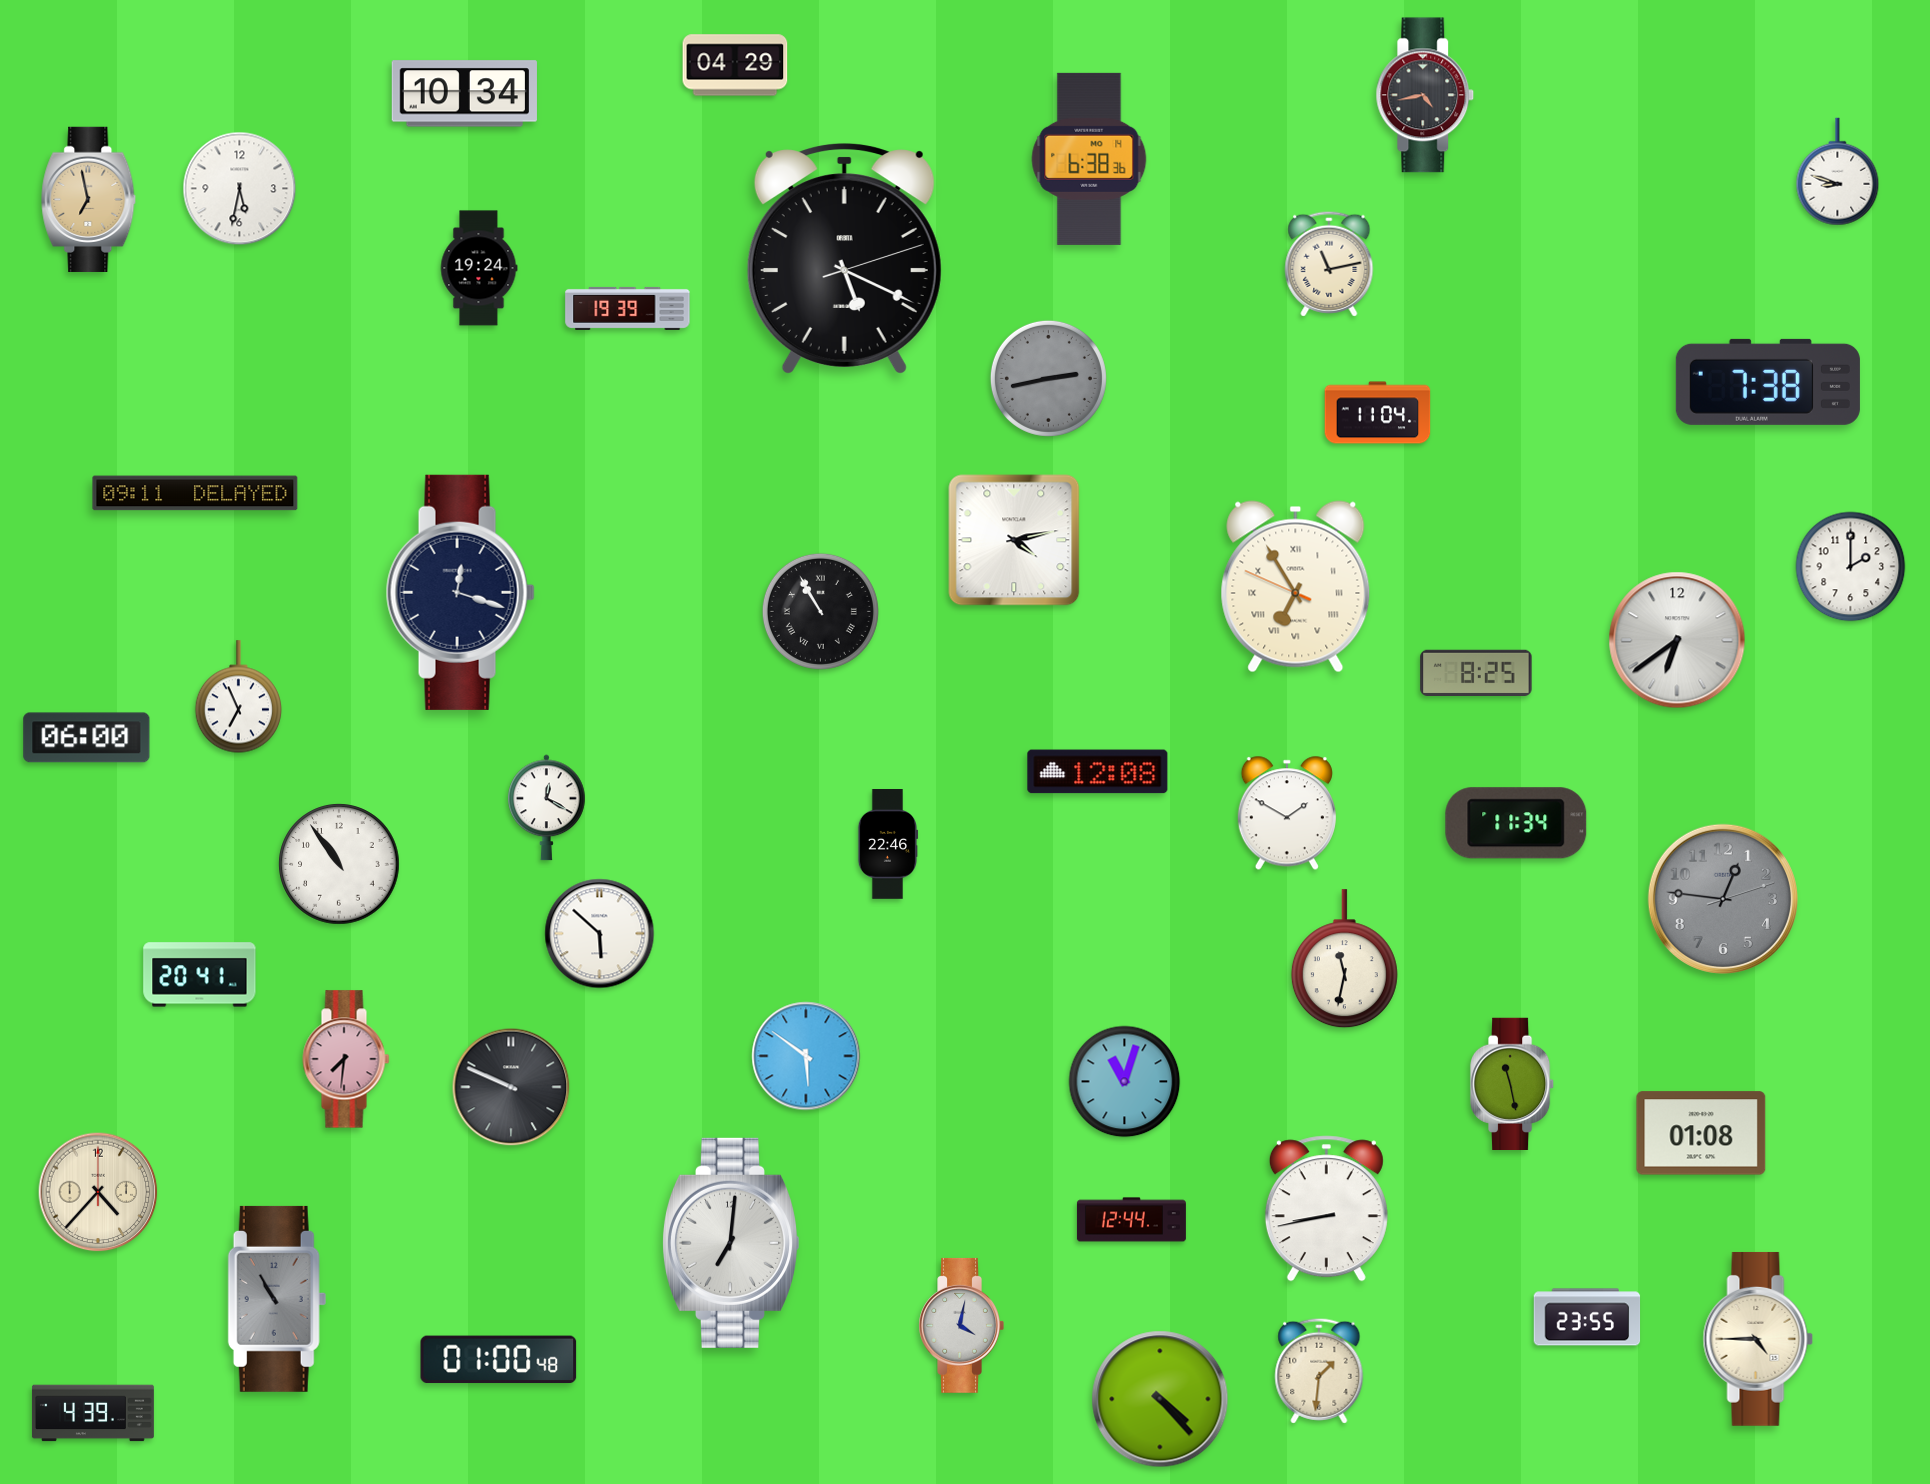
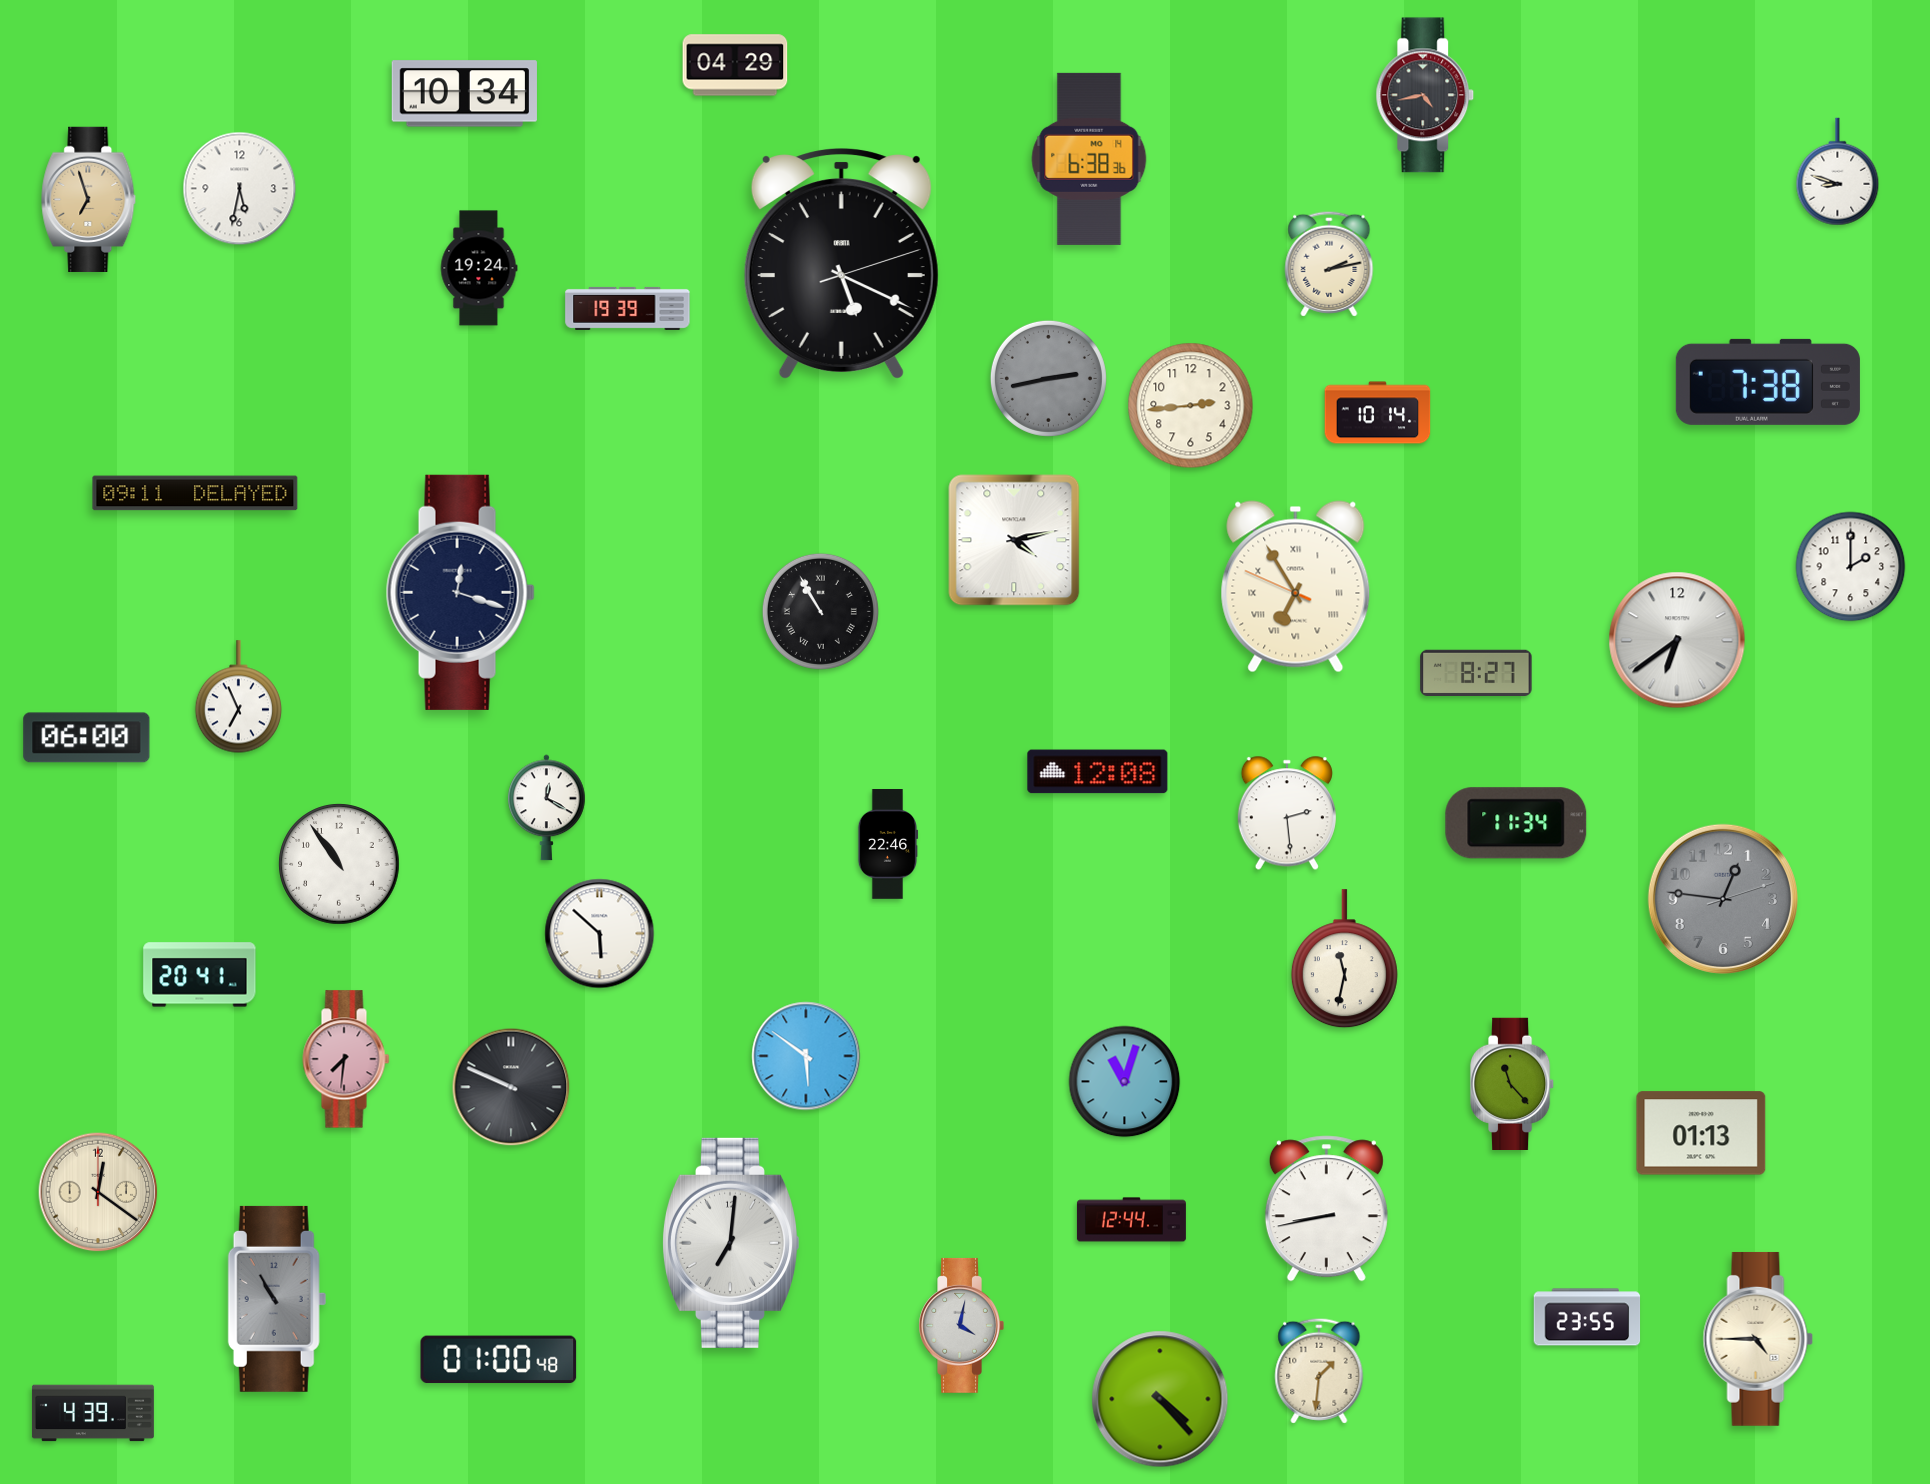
clock at (89, 199): 6:58 -> 6:57
clock at (844, 259) position: (844, 259) -> (841, 264)
clock at (1329, 264): 11:13 -> 2:13
clock at (1191, 406): none -> 2:44
clock at (1378, 413): 11:04 -> 10:14
clock at (1476, 672): 8:25 -> 8:27
clock at (1287, 813): 1:50 -> 2:29
clock at (1512, 1083): 11:28 -> 11:23
clock at (1701, 1133): 01:08 -> 01:13
clock at (98, 1192): 4:37 -> 12:21
